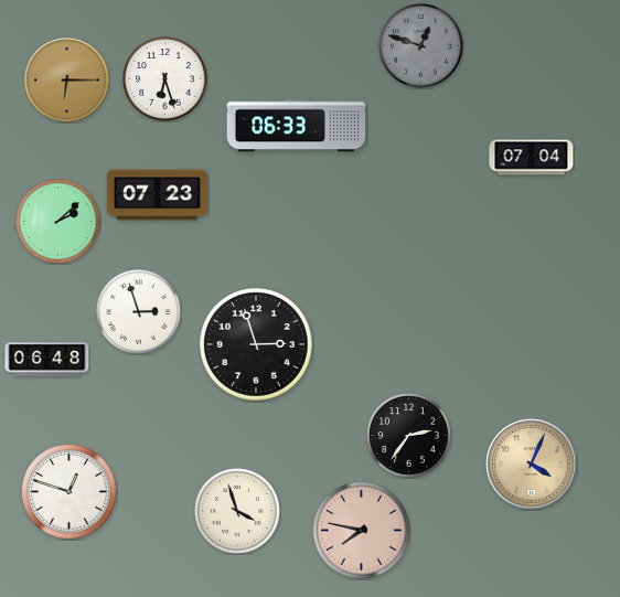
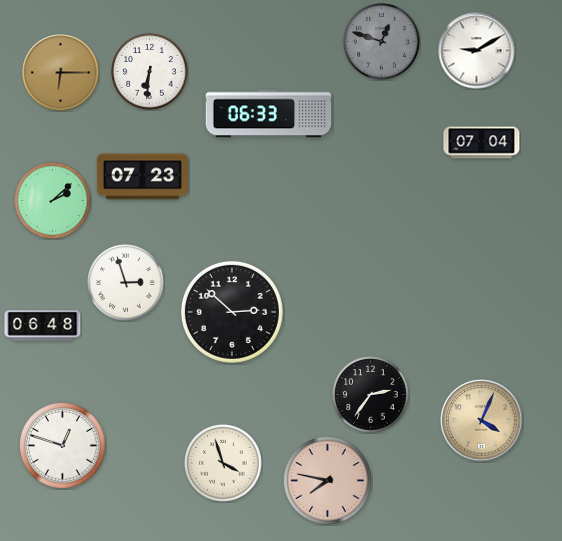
clock at (477, 51): none -> 9:10
clock at (165, 79): 6:27 -> 6:31
clock at (256, 344): 2:57 -> 2:52
clock at (237, 511) position: (237, 511) -> (223, 463)
